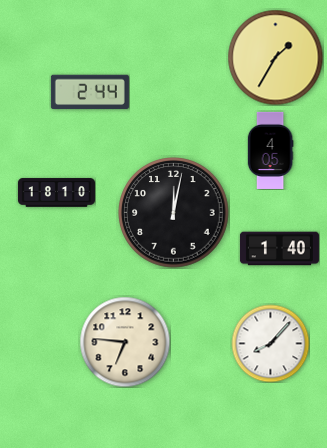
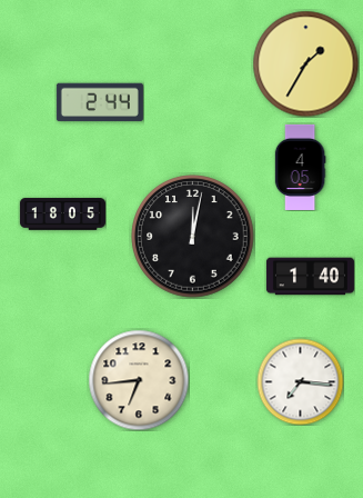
clock at (56, 193): 18:10 -> 18:05
clock at (125, 342): 6:46 -> 6:44
clock at (270, 343): 8:07 -> 7:16
